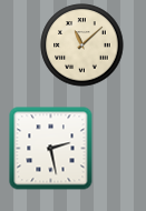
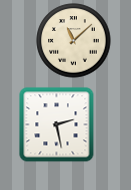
clock at (51, 149) position: (51, 149) -> (57, 125)
